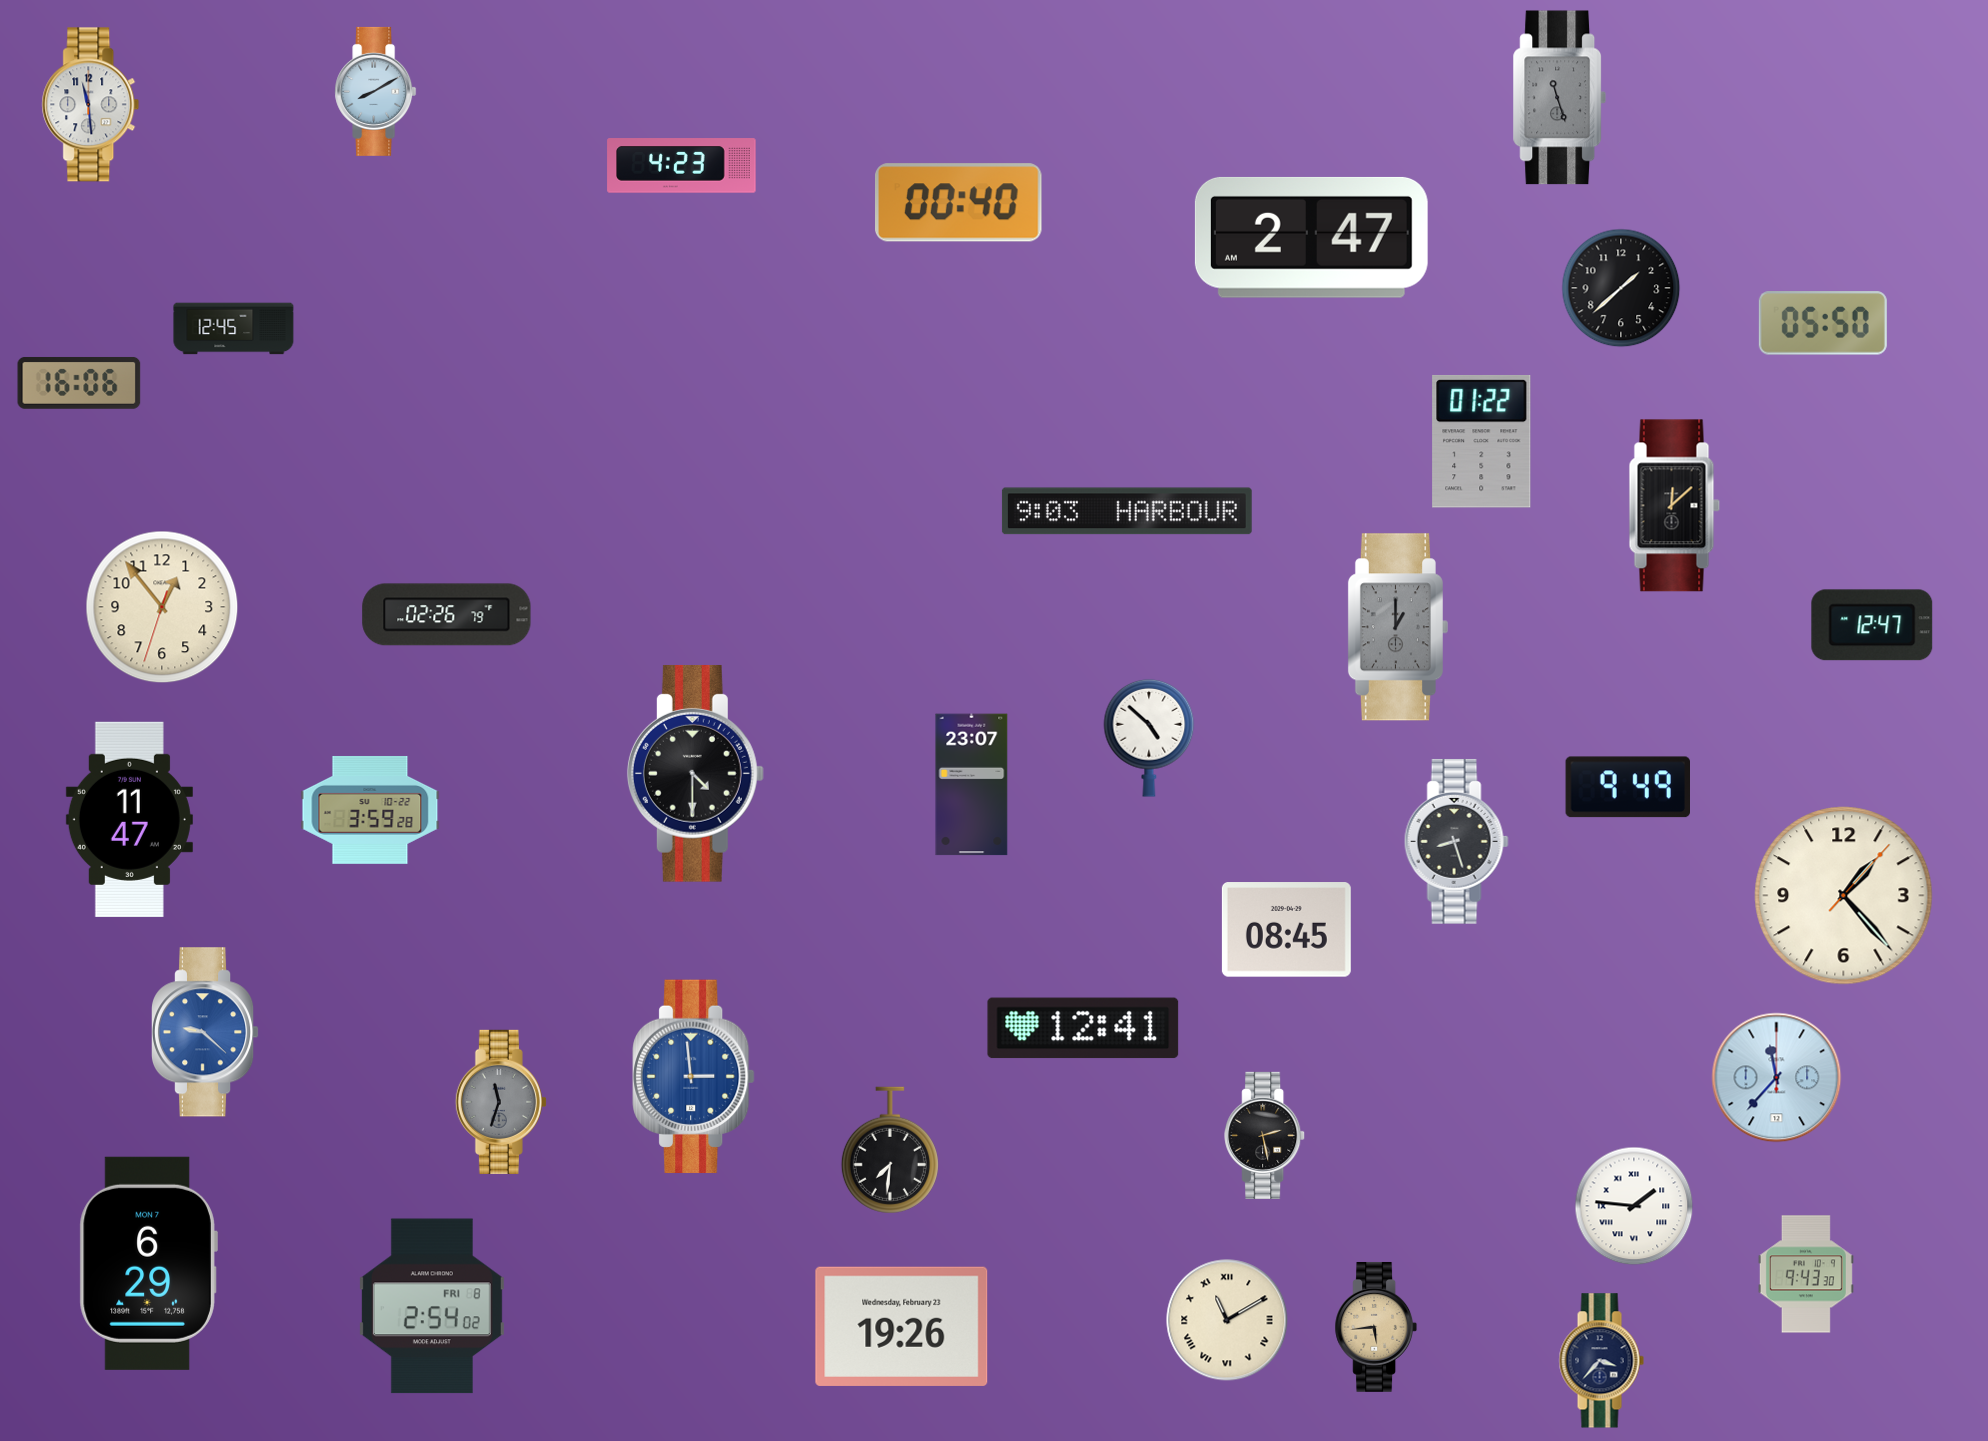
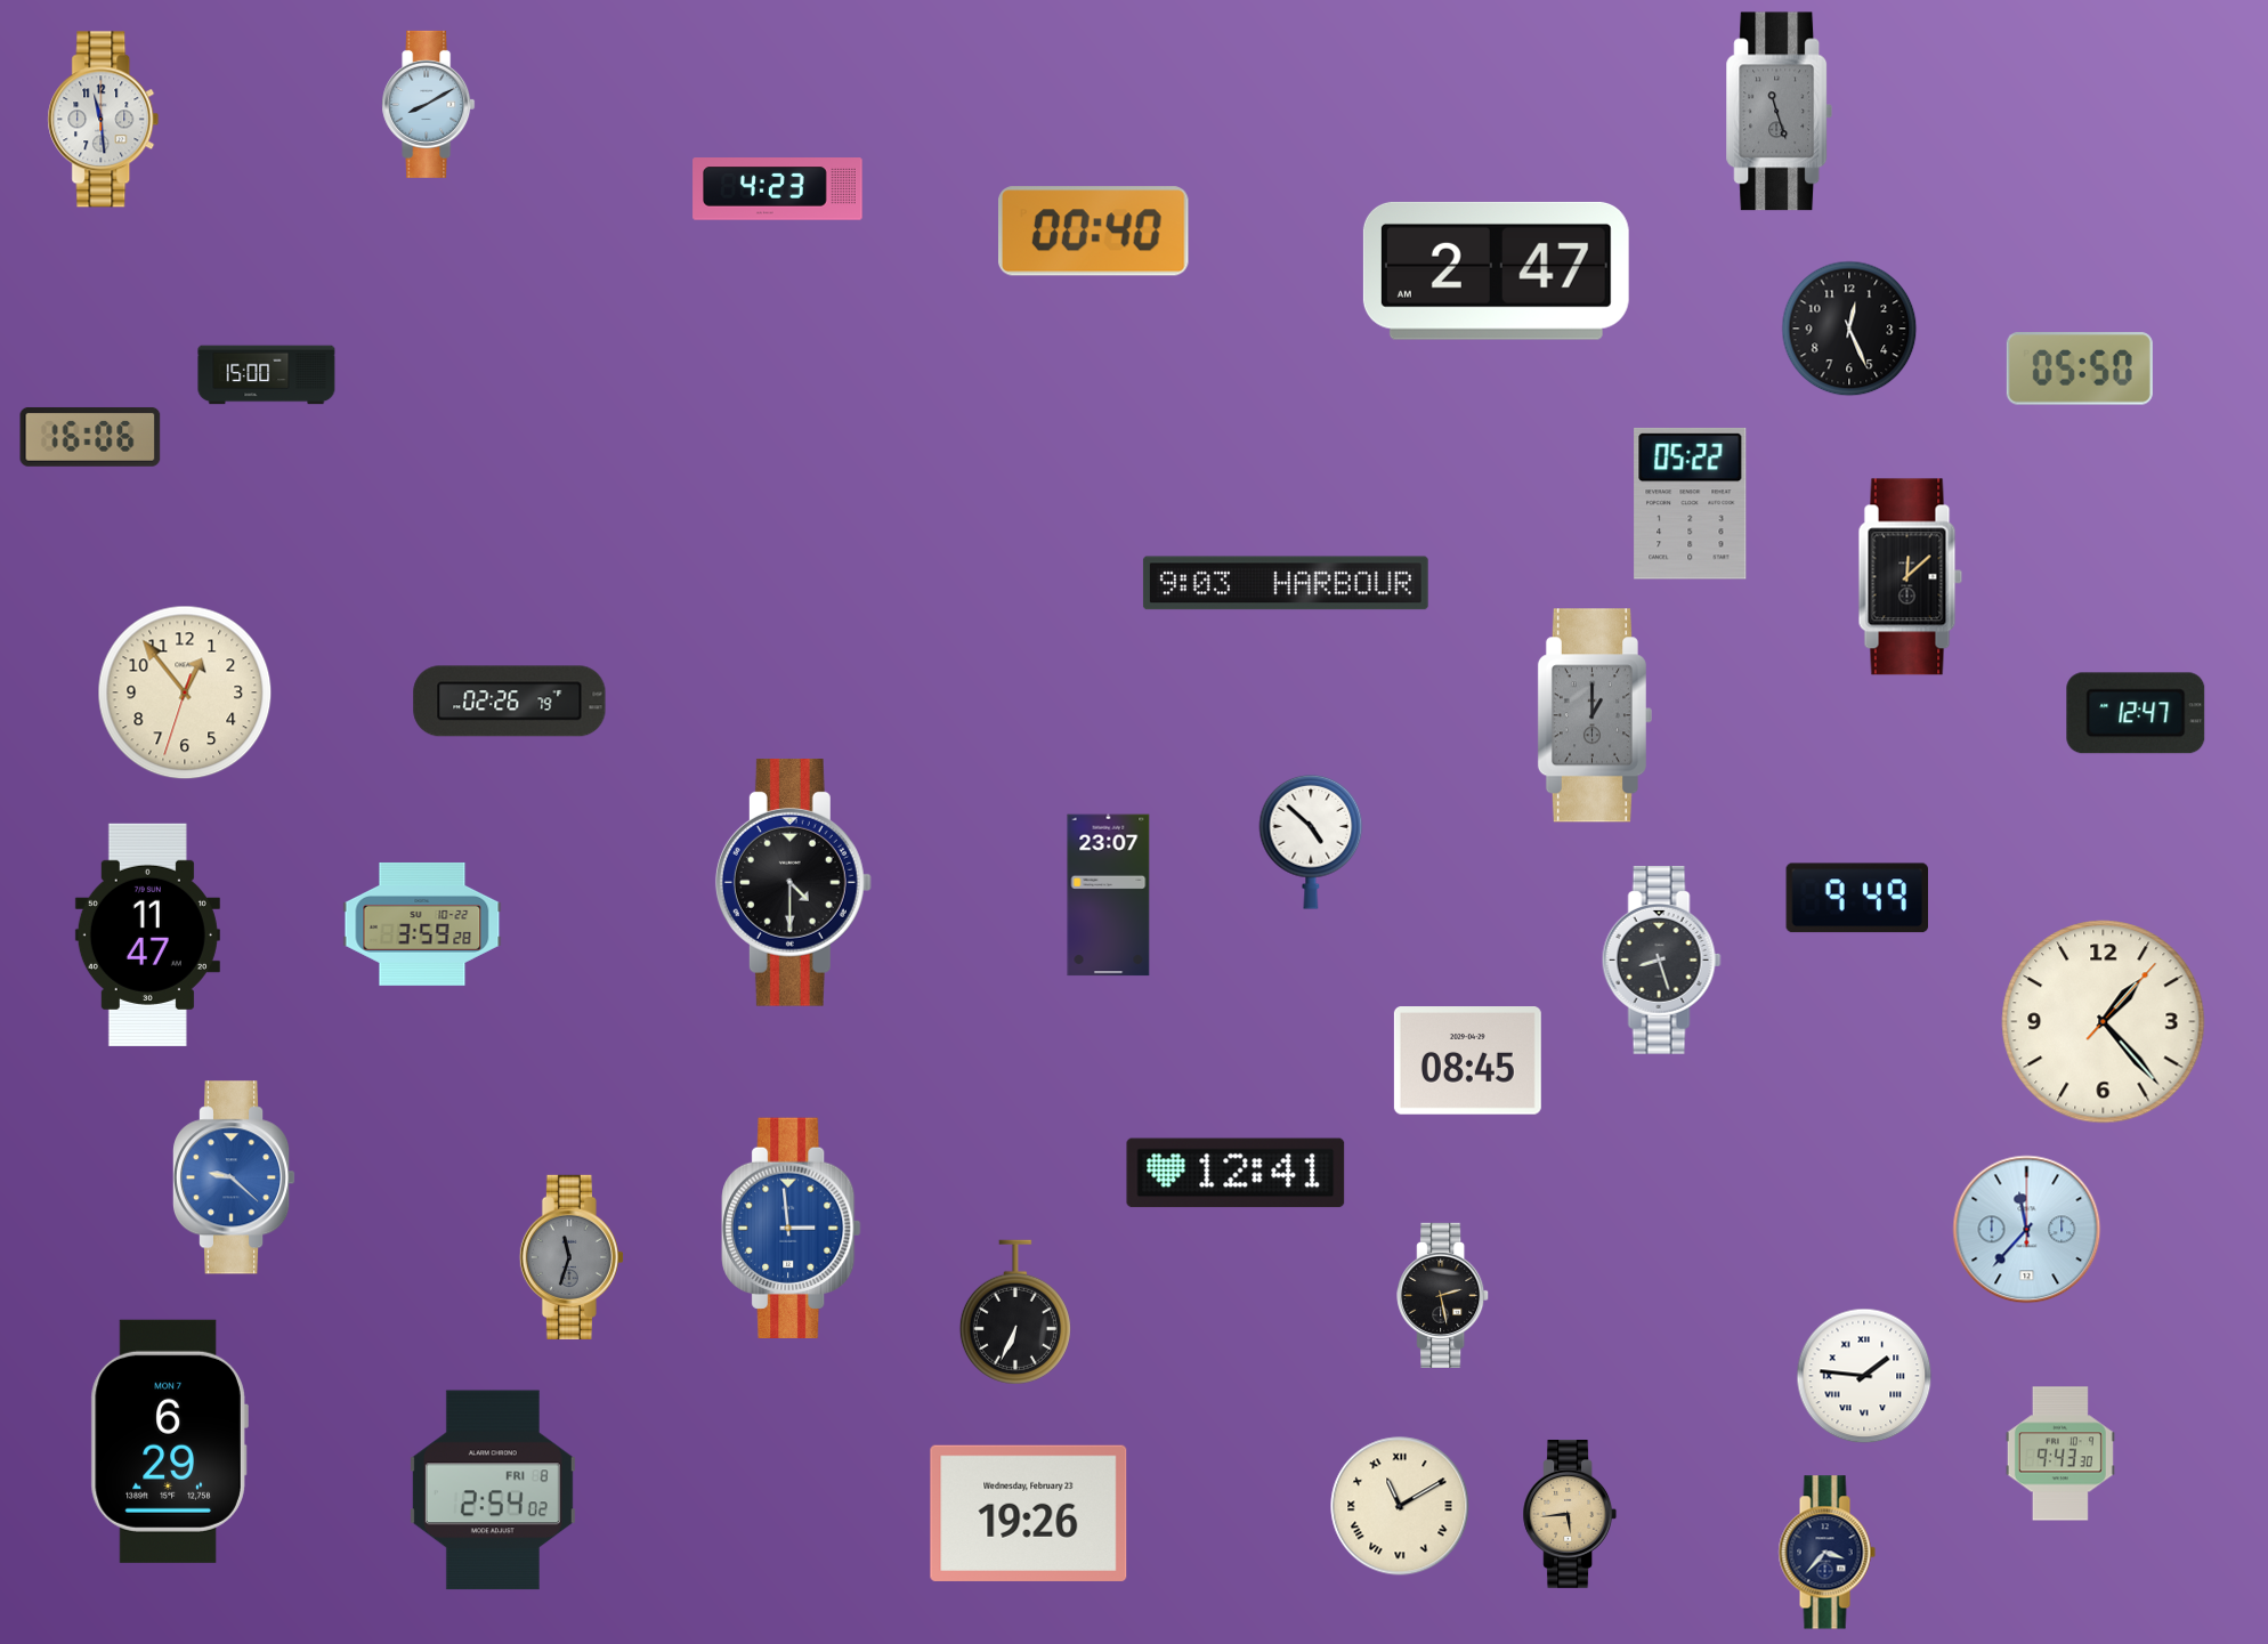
clock at (1621, 288): 1:38 -> 12:26
clock at (234, 329): 12:45 -> 15:00
clock at (1482, 441): 01:22 -> 05:22
clock at (890, 1150): 7:31 -> 6:34
